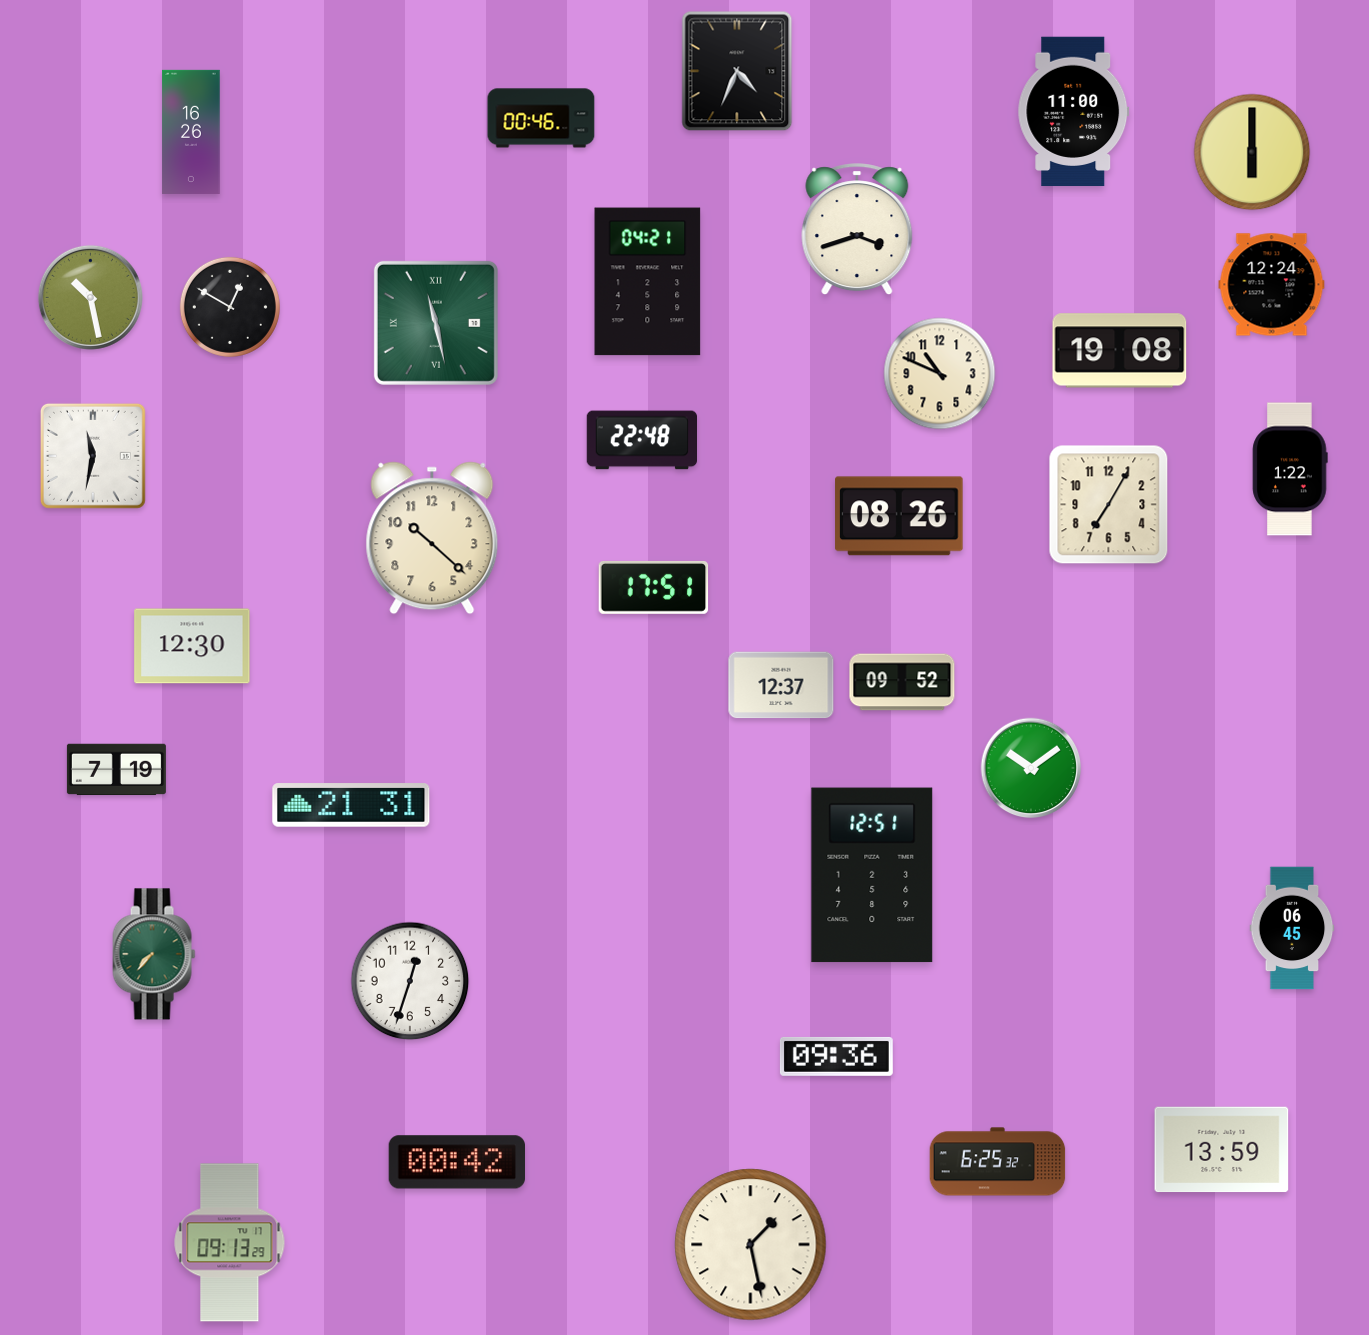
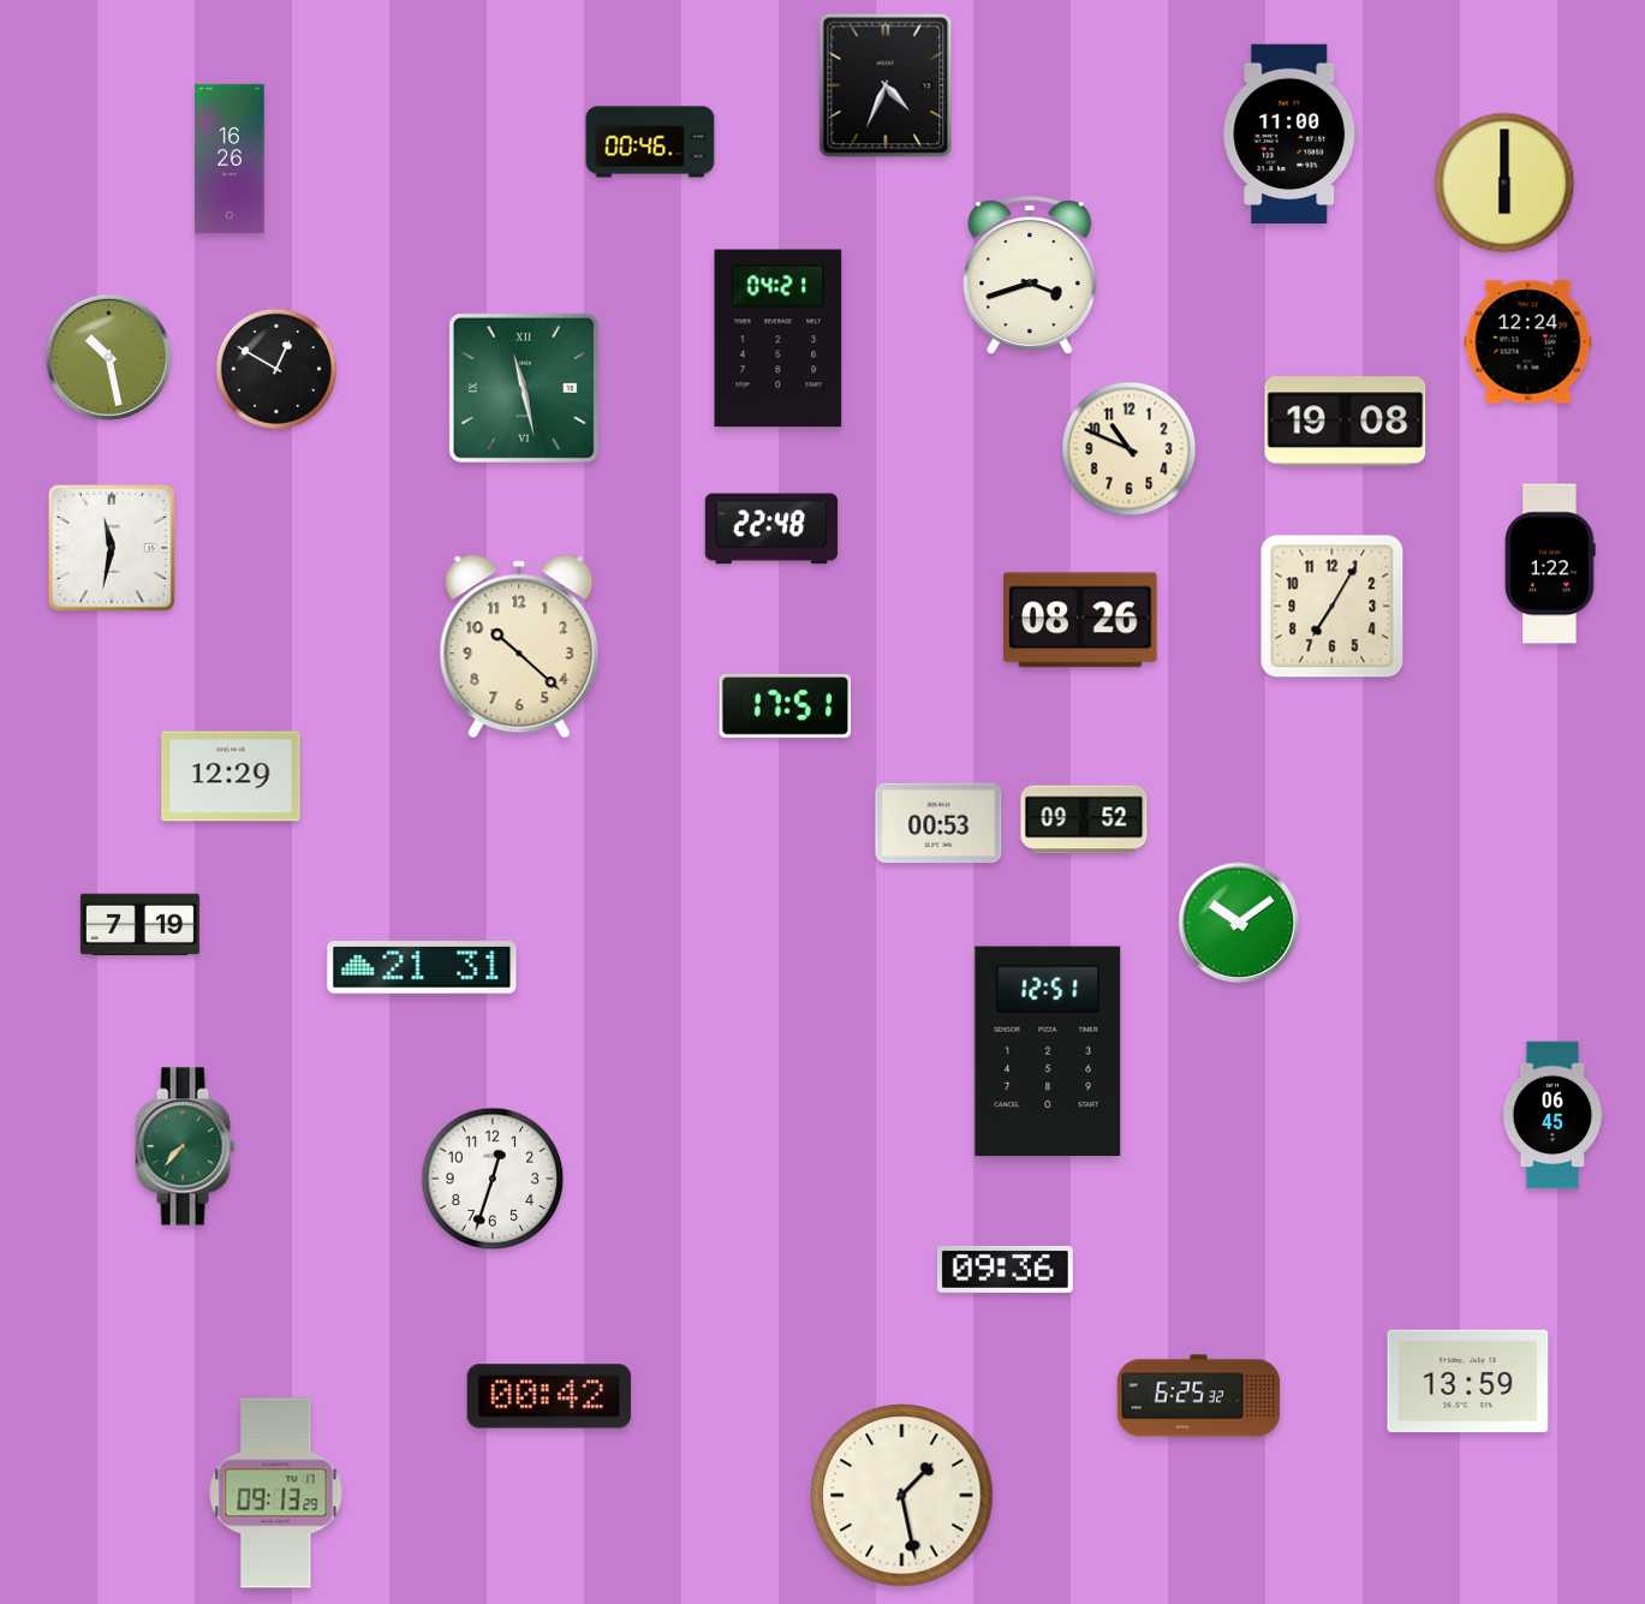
clock at (192, 646): 12:30 -> 12:29
clock at (781, 685): 12:37 -> 00:53
